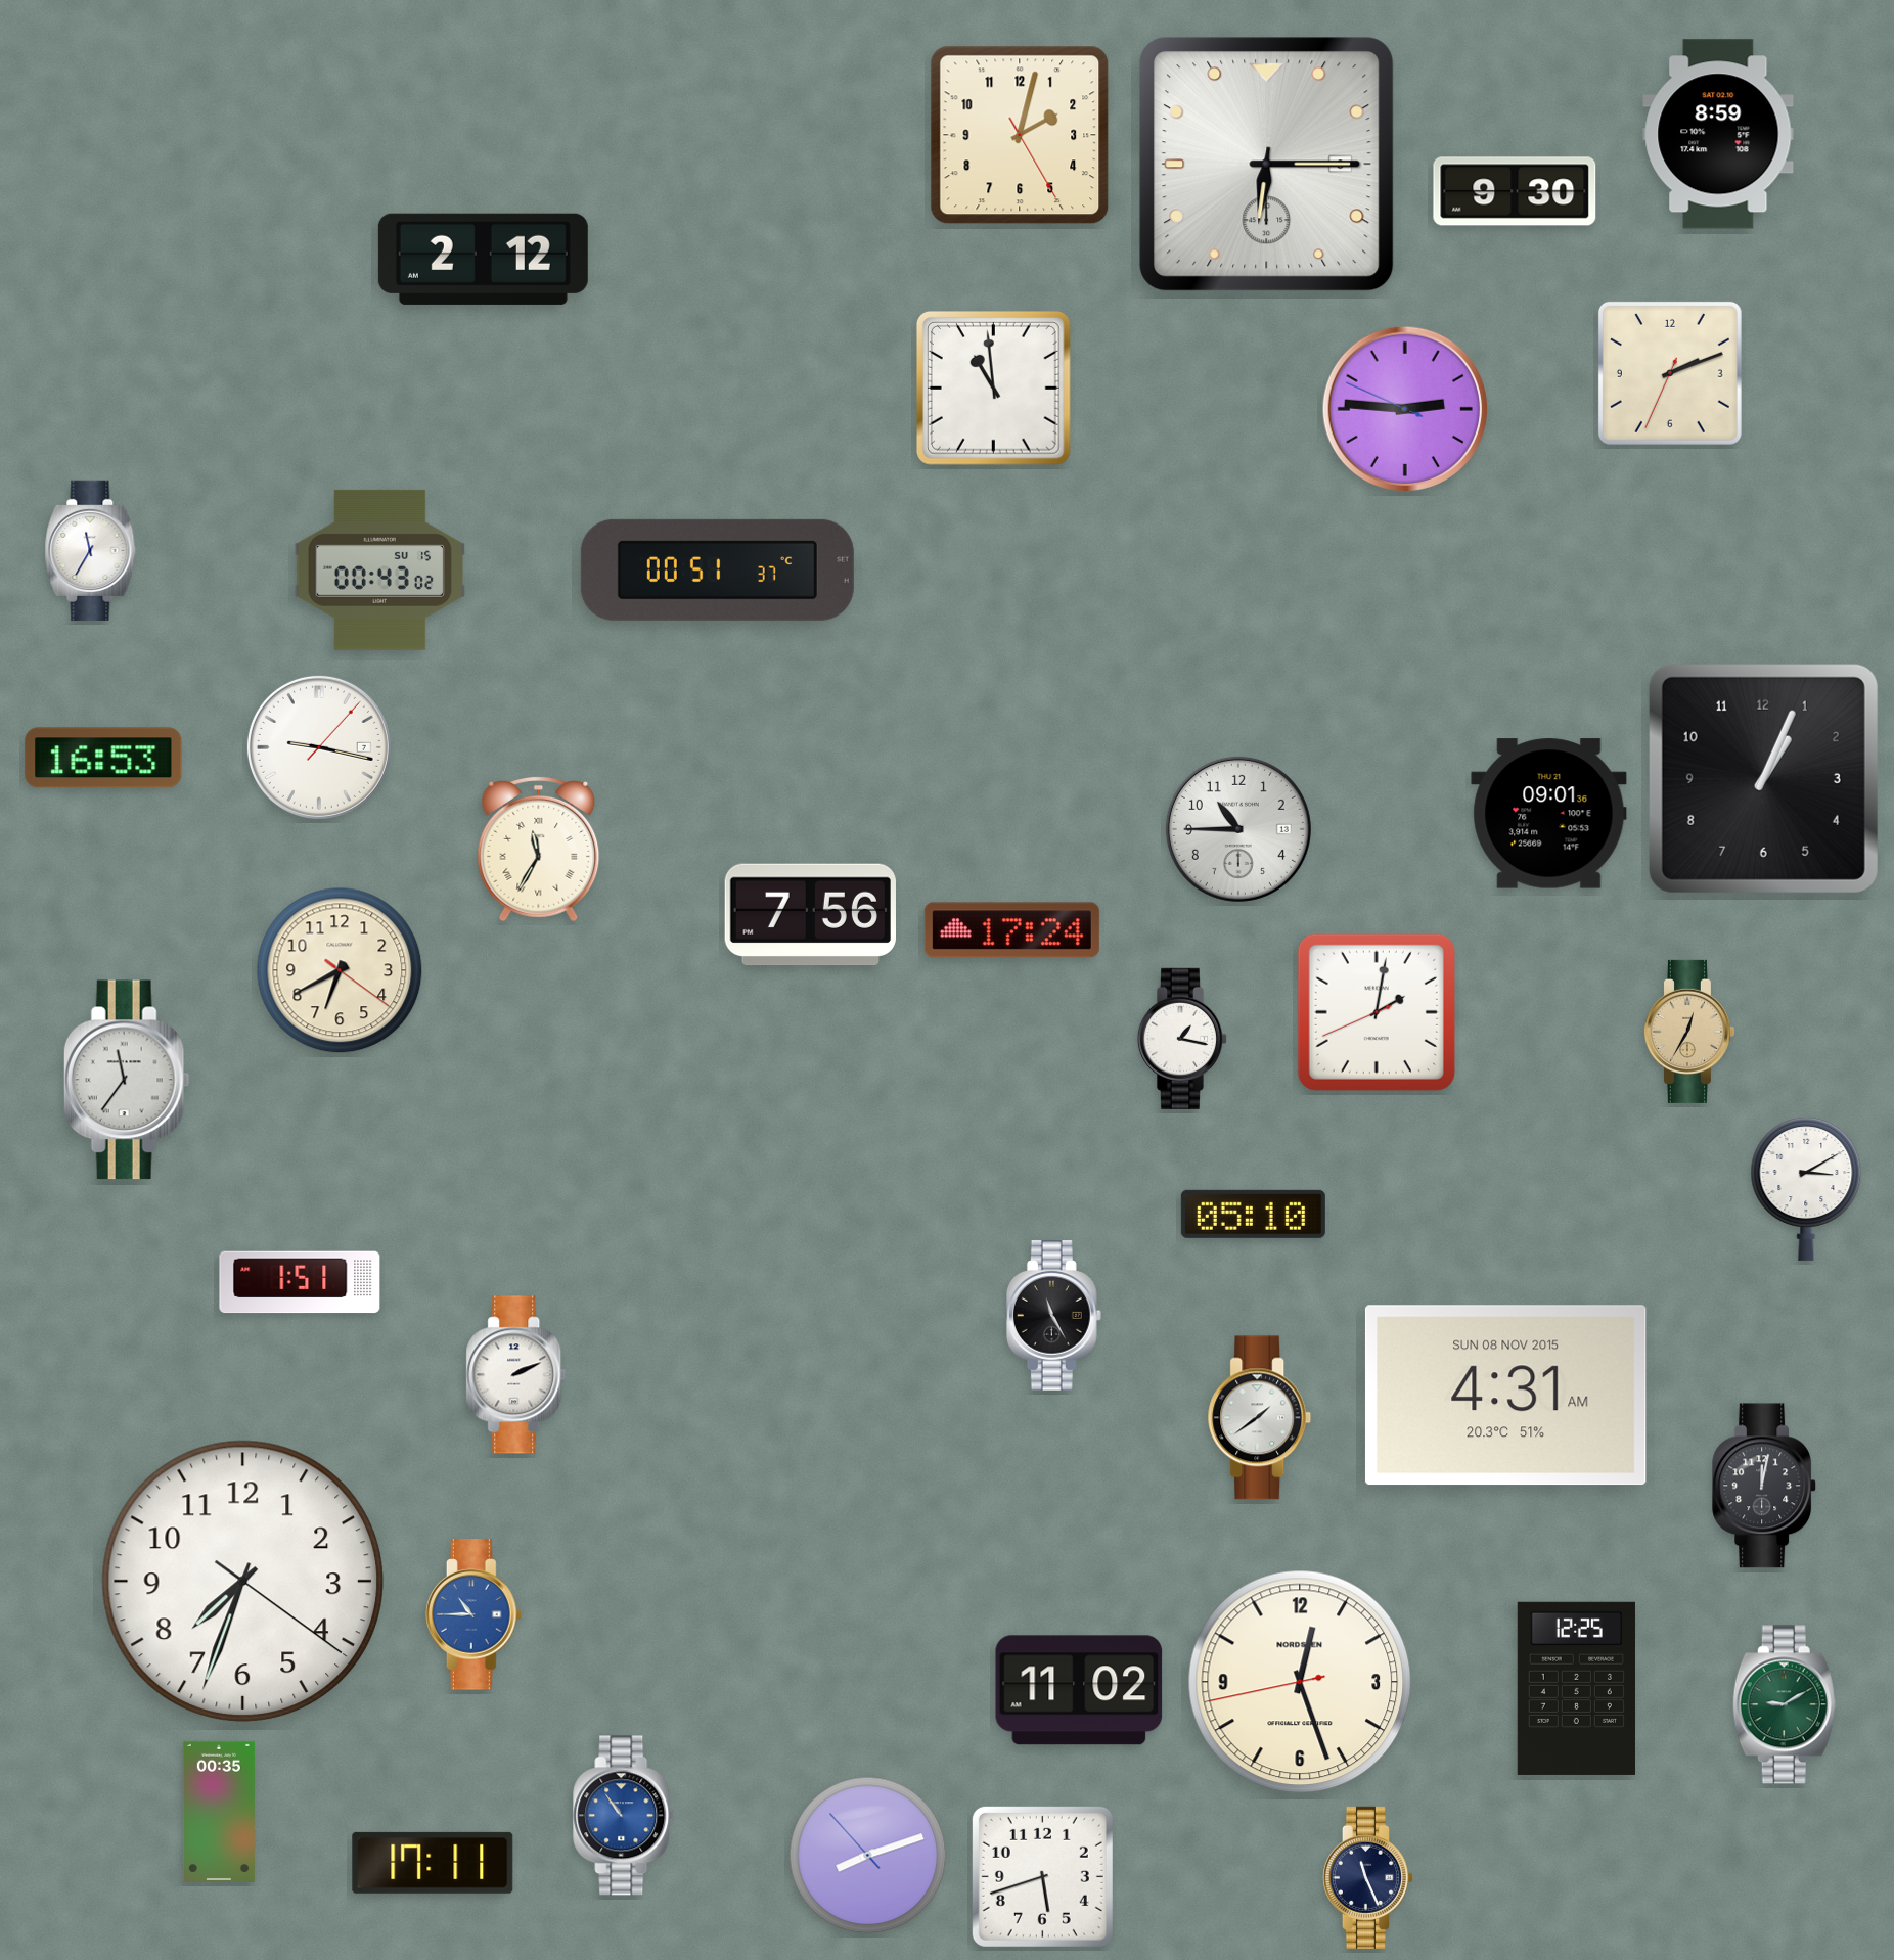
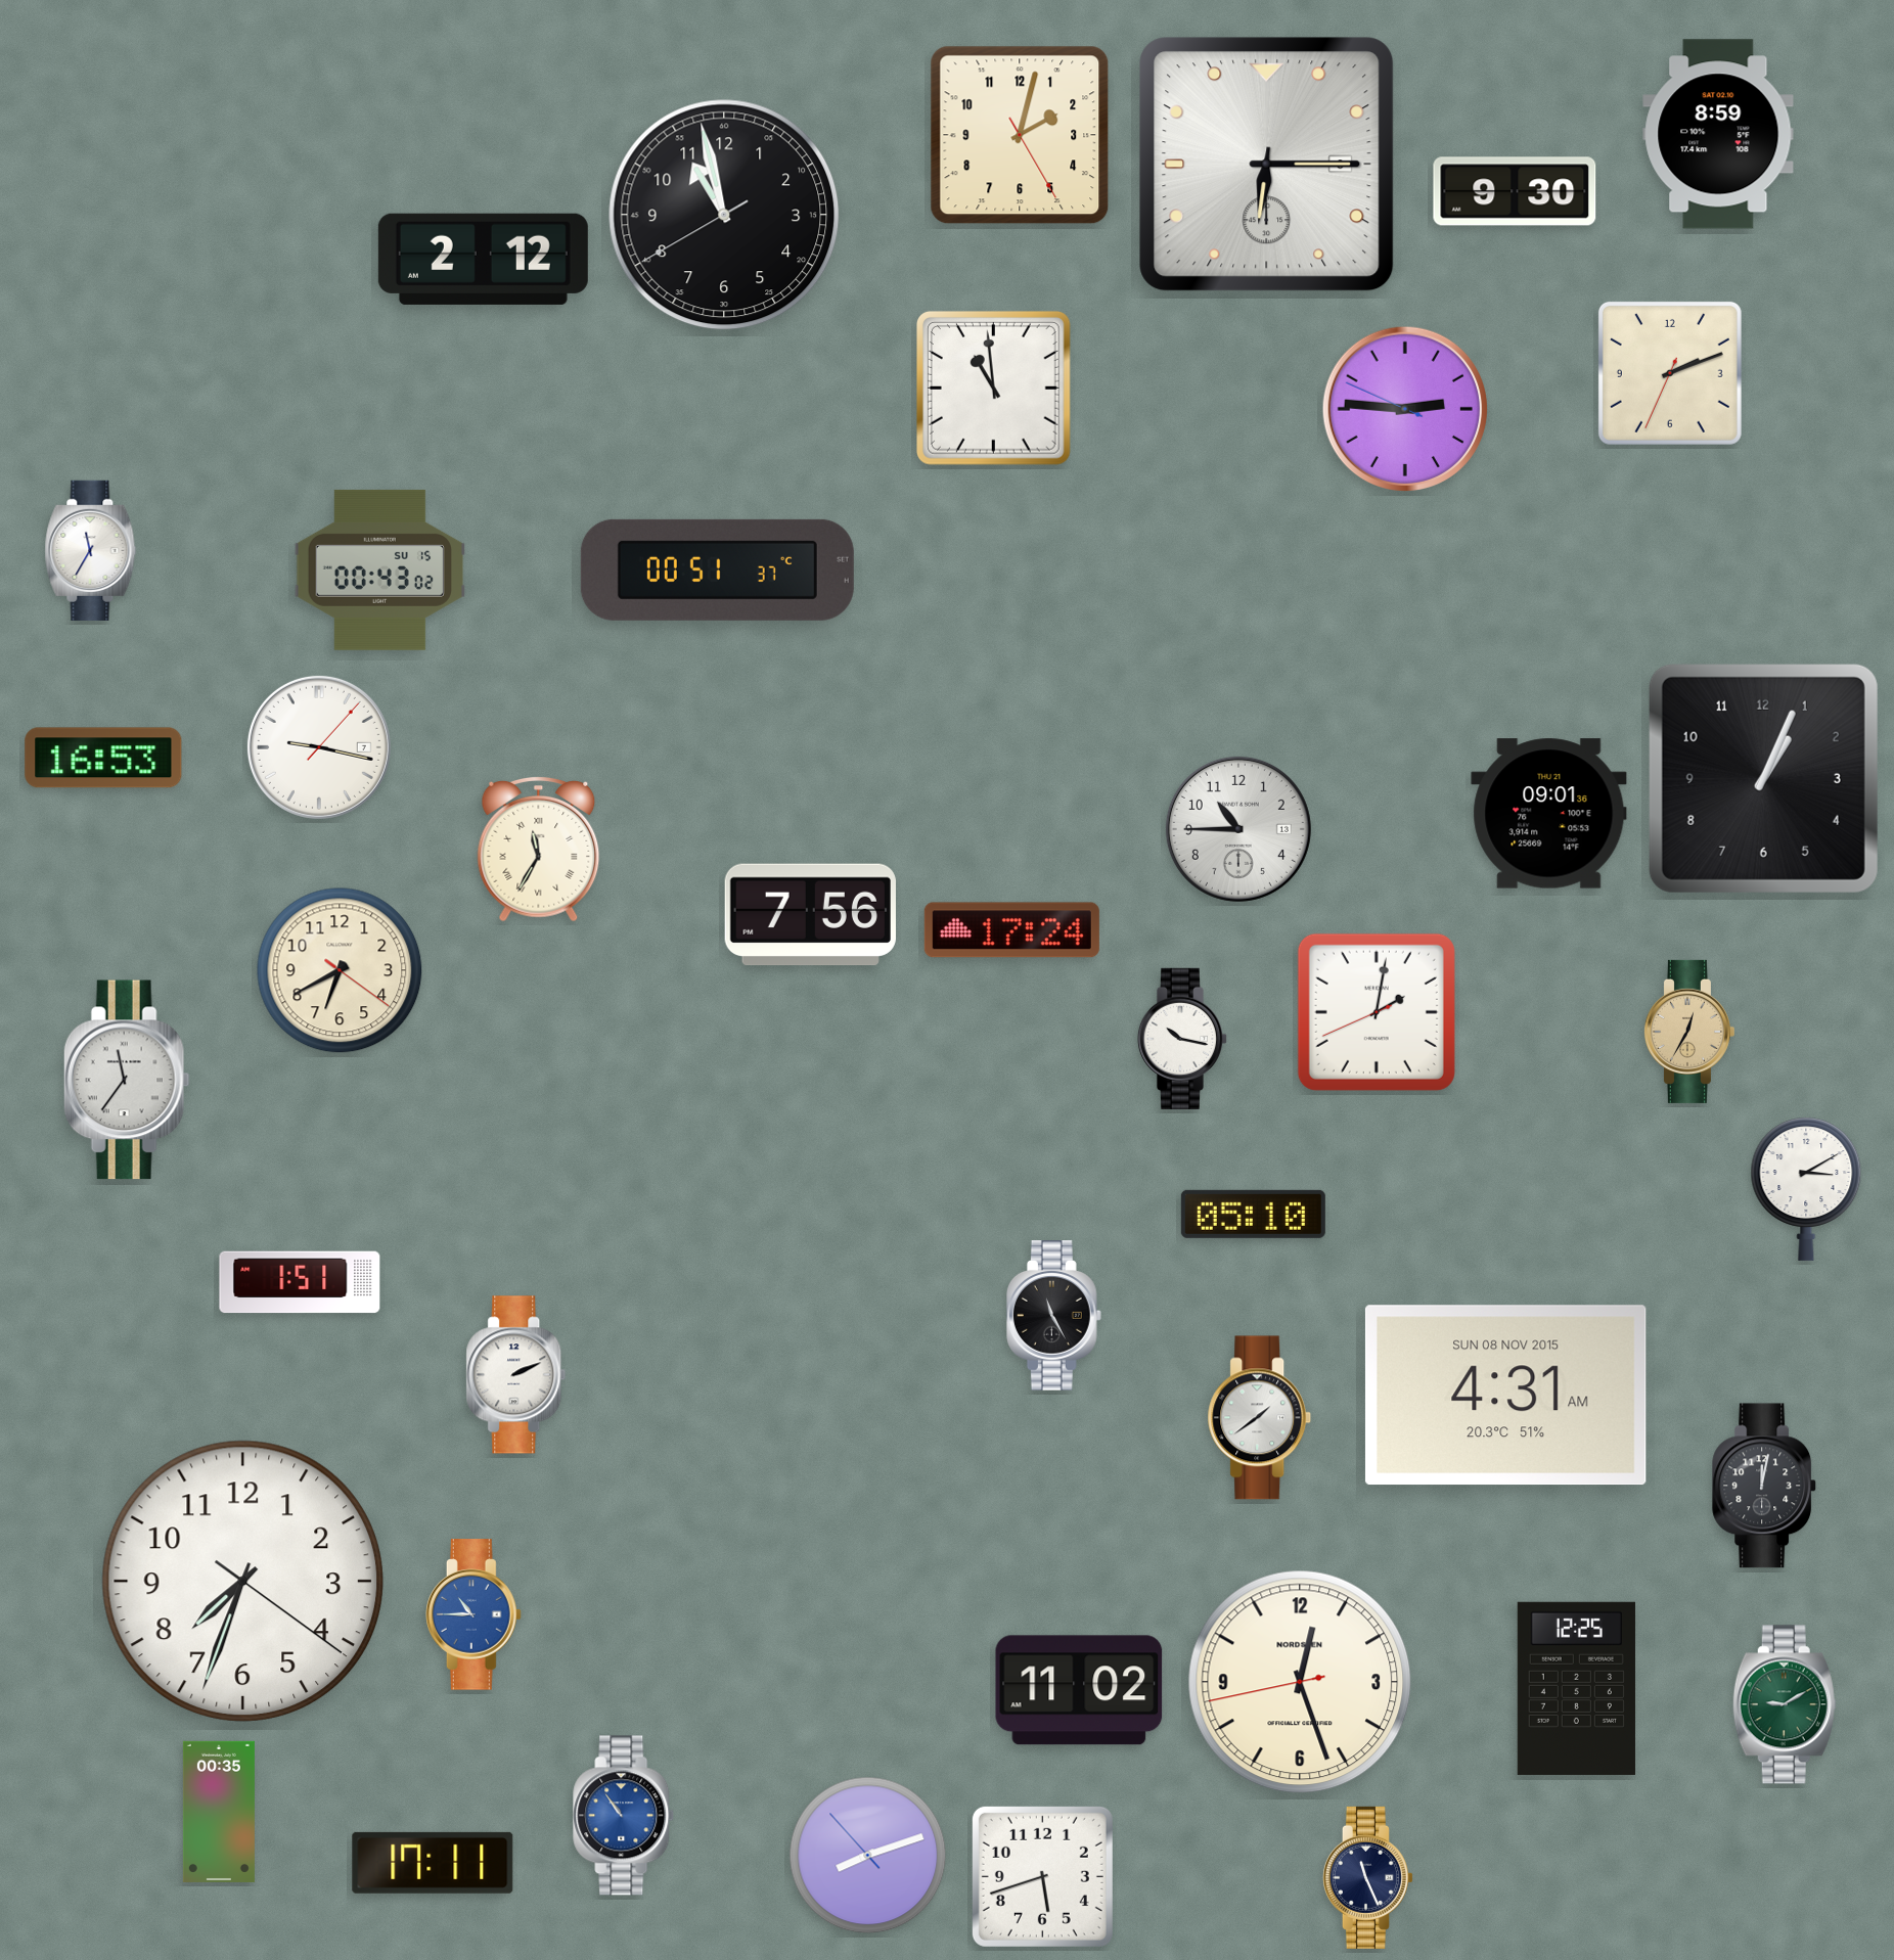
clock at (724, 215): none -> 10:57
clock at (1182, 1039): 1:17 -> 10:17
